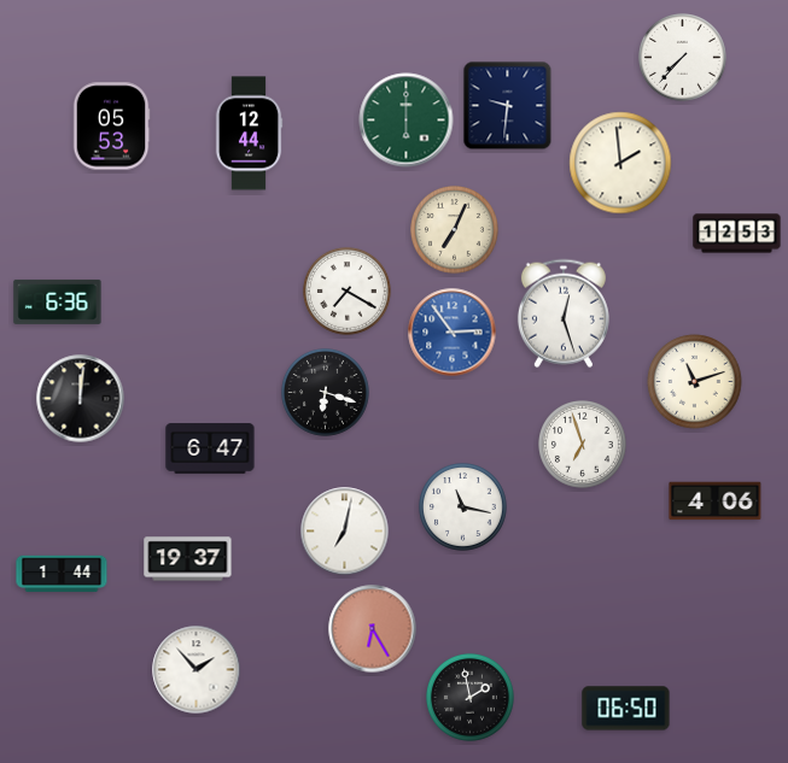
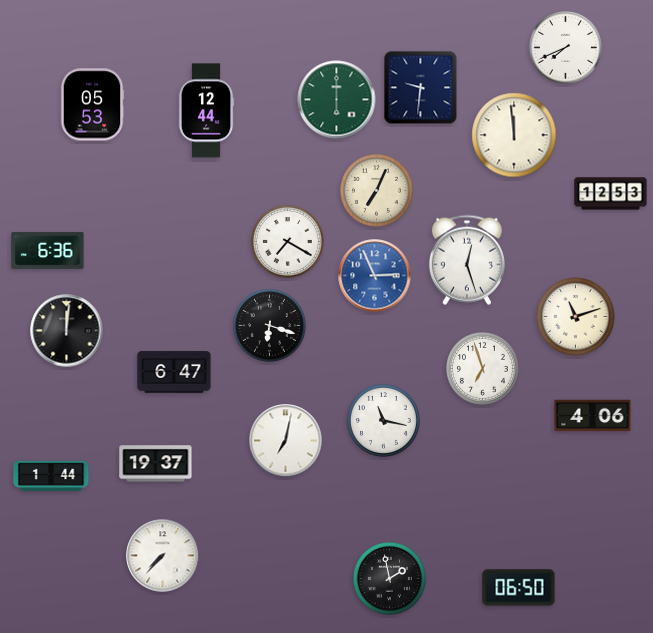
clock at (683, 58): 7:37 -> 7:41
clock at (620, 163): 1:59 -> 11:59
clock at (453, 333): 2:54 -> 2:56
clock at (373, 629): 6:25 -> none
clock at (197, 670): 1:53 -> 7:37
